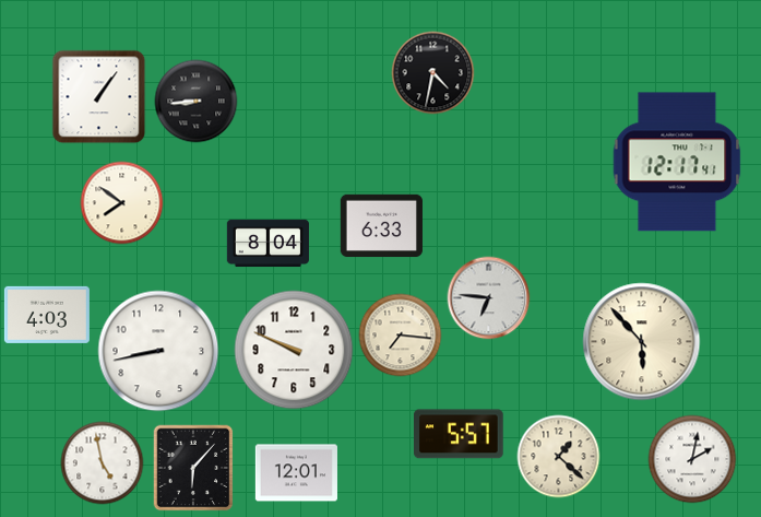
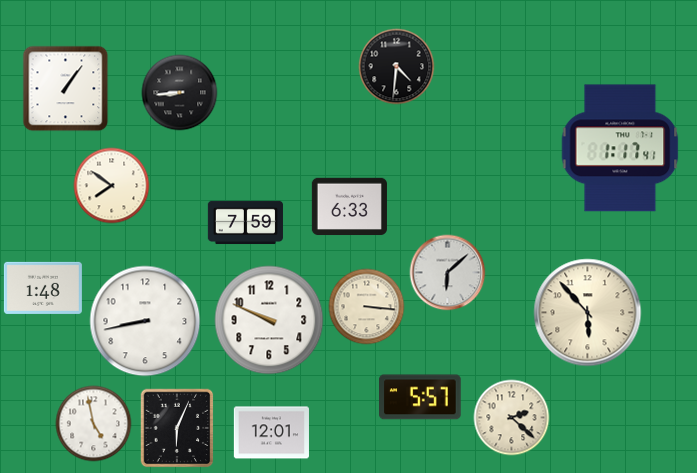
clock at (433, 73): 4:32 -> 4:31
clock at (99, 97) position: (99, 97) -> (66, 89)
clock at (677, 162): 12:17 -> 1:17
clock at (267, 244): 8:04 -> 7:59
clock at (489, 298): 6:46 -> 6:08
clock at (47, 315): 4:03 -> 1:48
clock at (401, 336): 7:16 -> 3:16
clock at (559, 457): 1:22 -> 2:22
clock at (692, 459): 2:02 -> none
clock at (193, 468): 6:07 -> 6:04
